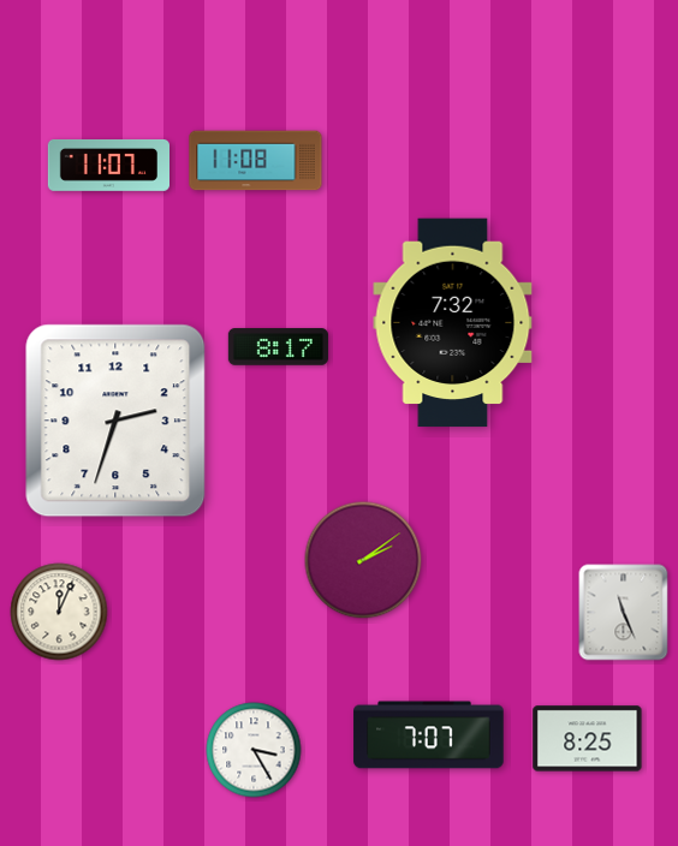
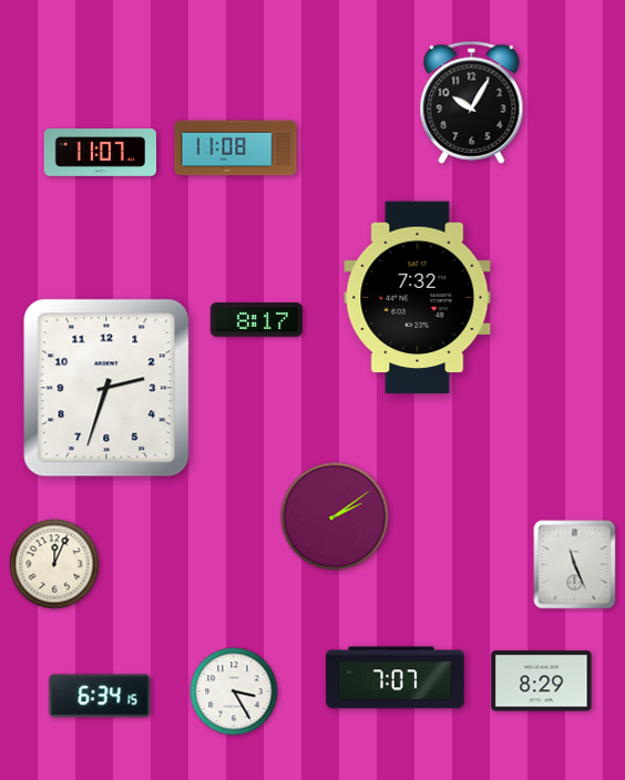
clock at (472, 102): none -> 10:05
clock at (588, 739): 8:25 -> 8:29
clock at (100, 696): none -> 6:34
